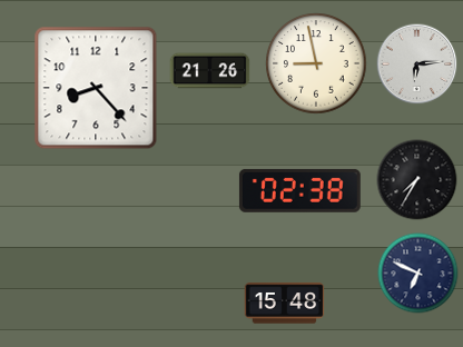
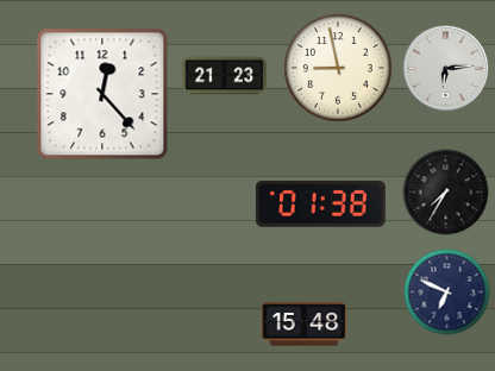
clock at (210, 71): 21:26 -> 21:23
clock at (96, 88): 8:23 -> 12:23
clock at (299, 190): 02:38 -> 01:38
